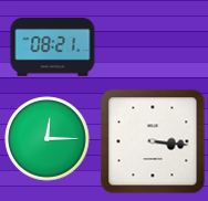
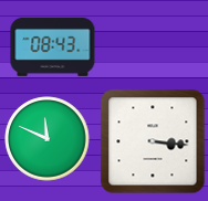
clock at (53, 46): 08:21 -> 08:43
clock at (48, 139): 12:15 -> 11:49
